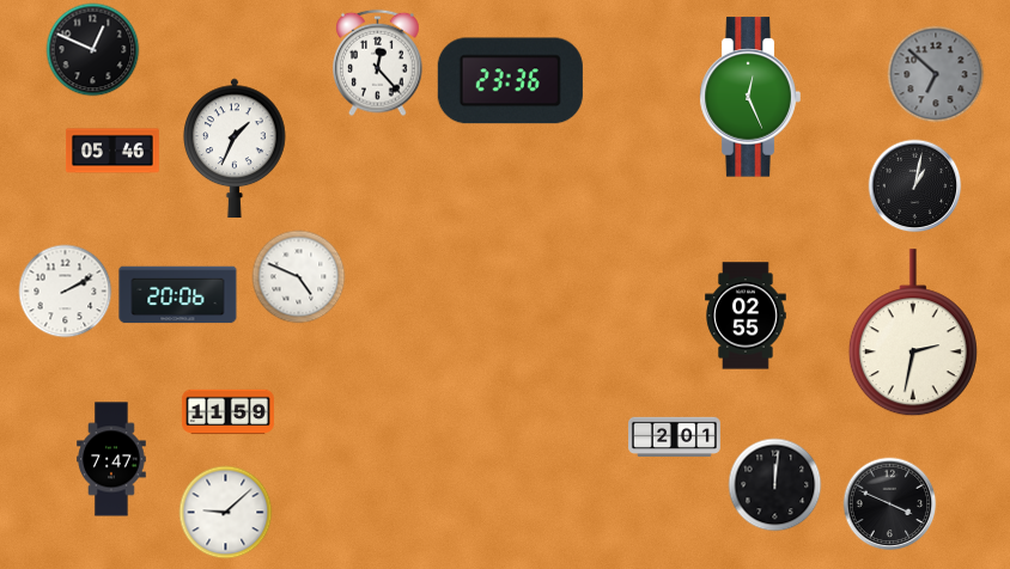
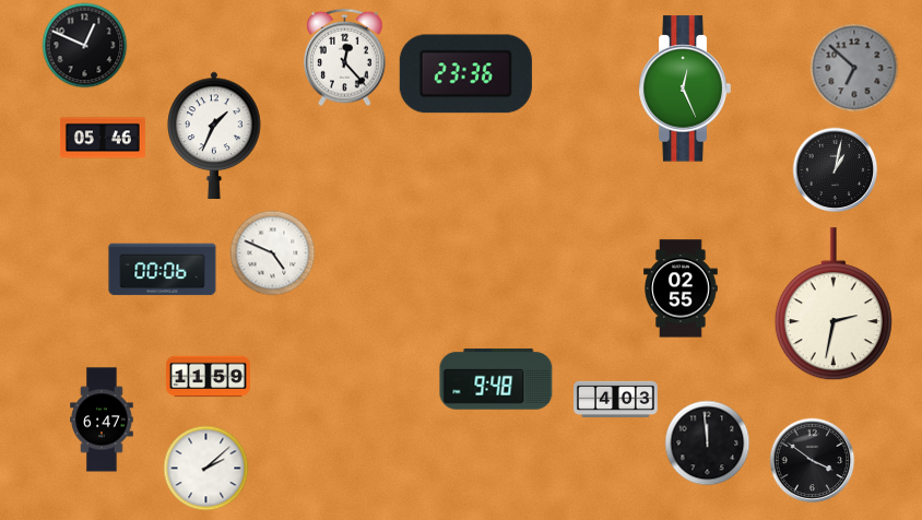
clock at (65, 290): 2:10 -> none
clock at (178, 295): 20:06 -> 00:06
clock at (496, 379): none -> 9:48
clock at (675, 436): 2:01 -> 4:03
clock at (111, 459): 7:47 -> 6:47
clock at (774, 484): 12:01 -> 11:59
clock at (889, 503): 3:49 -> 3:51
clock at (225, 512): 9:08 -> 2:08
